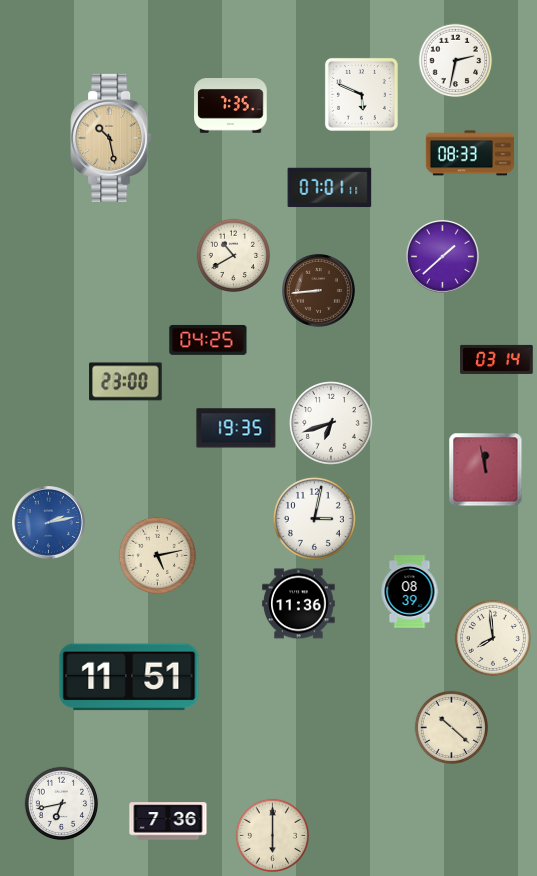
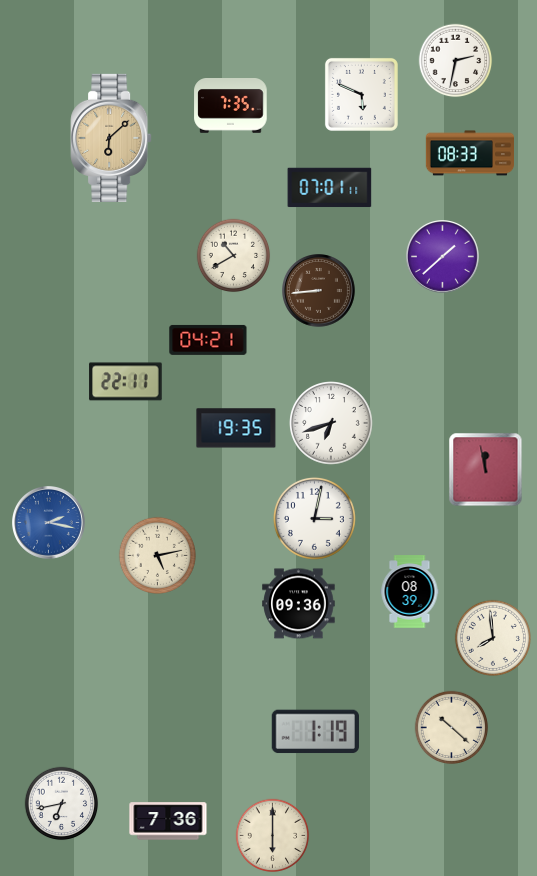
clock at (111, 138): 10:28 -> 6:08
clock at (208, 340): 04:25 -> 04:21
clock at (497, 359): 03:14 -> none
clock at (126, 382): 23:00 -> 22:11
clock at (49, 523): 2:13 -> 2:17
clock at (299, 604): 11:36 -> 09:36
clock at (129, 677): 11:51 -> none
clock at (315, 732): none -> 1:19
